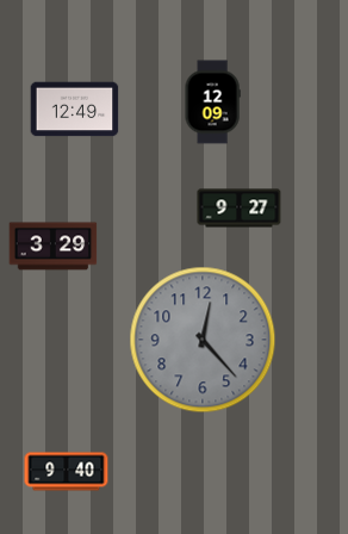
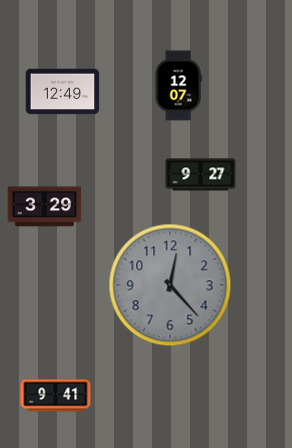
clock at (212, 103): 12:09 -> 12:07
clock at (67, 472): 9:40 -> 9:41
